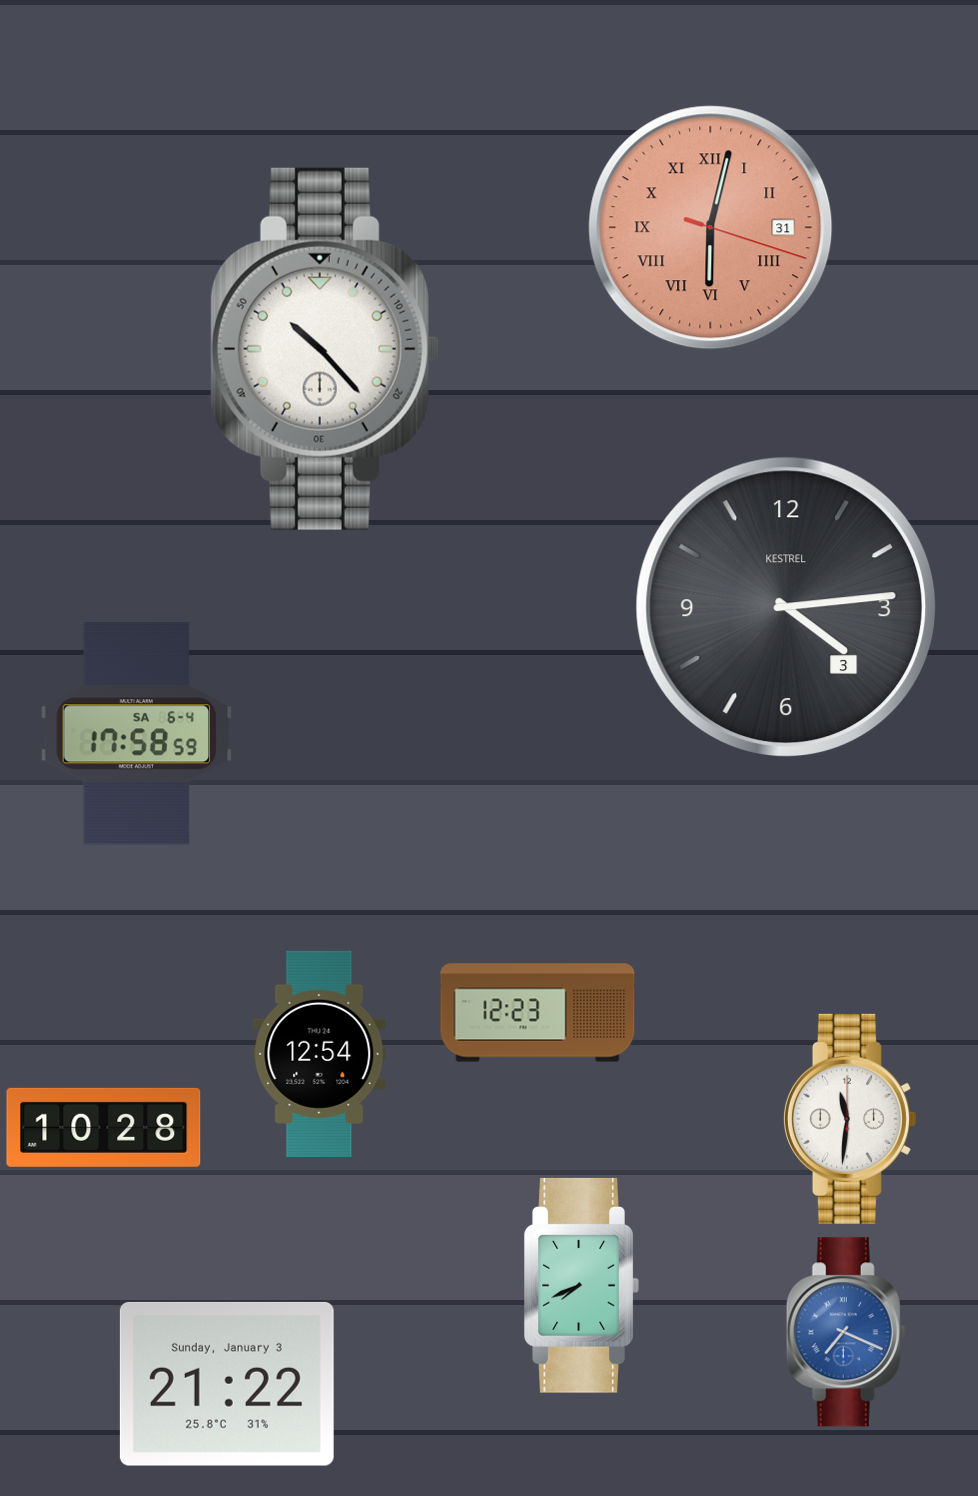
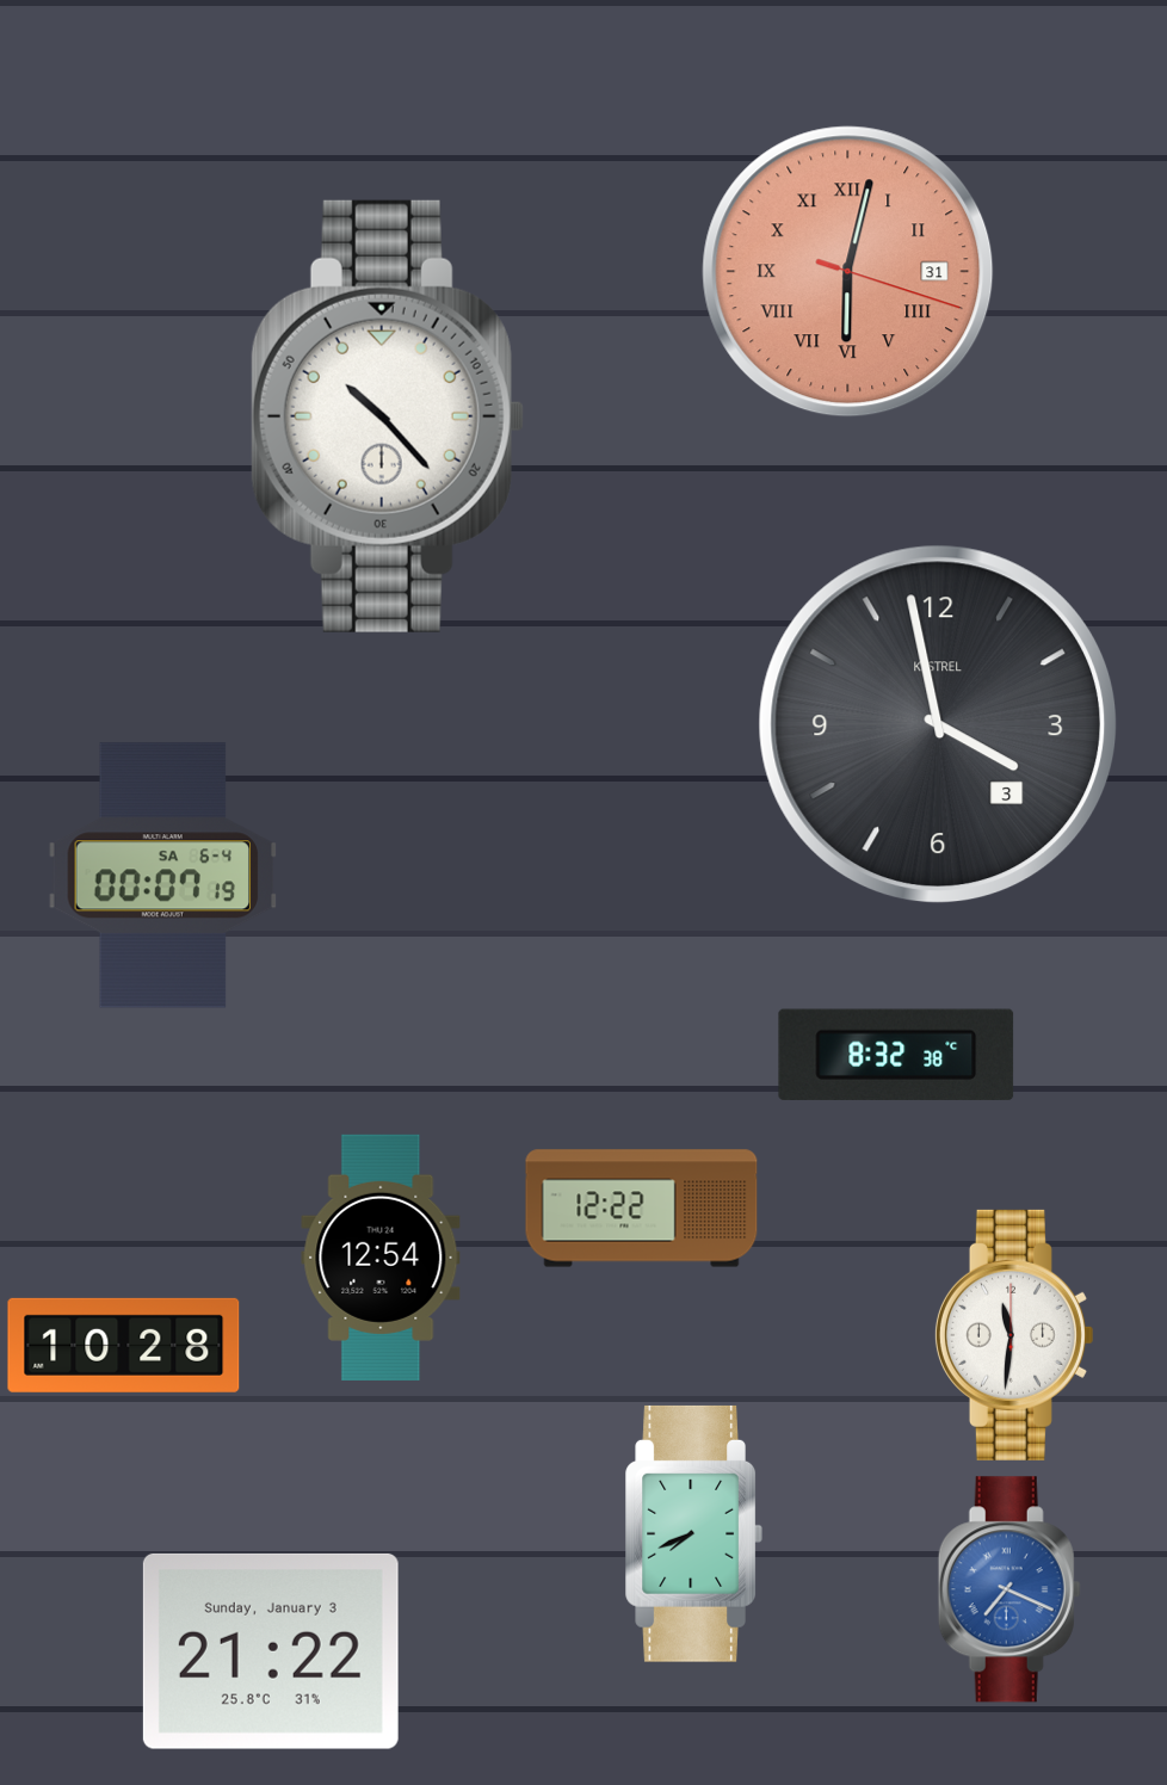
clock at (786, 607): 4:14 -> 3:58
clock at (137, 734): 17:58 -> 00:07
clock at (896, 1055): none -> 8:32
clock at (538, 1013): 12:23 -> 12:22
